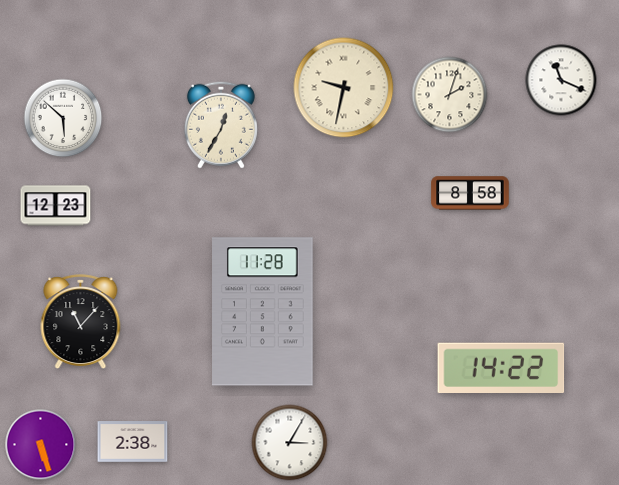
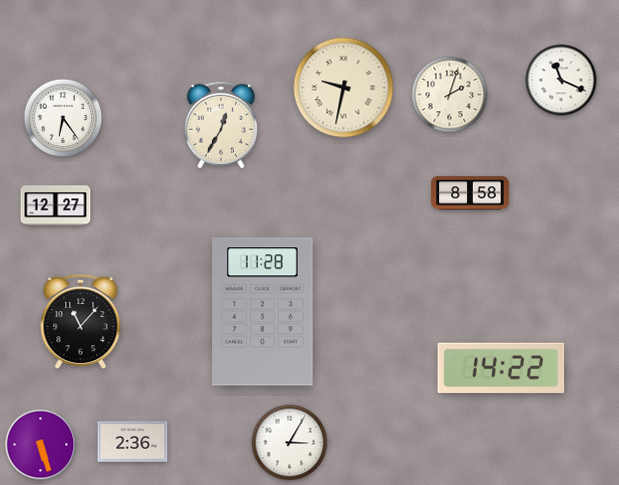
clock at (63, 118): 5:52 -> 6:24
clock at (56, 206): 12:23 -> 12:27
clock at (133, 442): 2:38 -> 2:36
